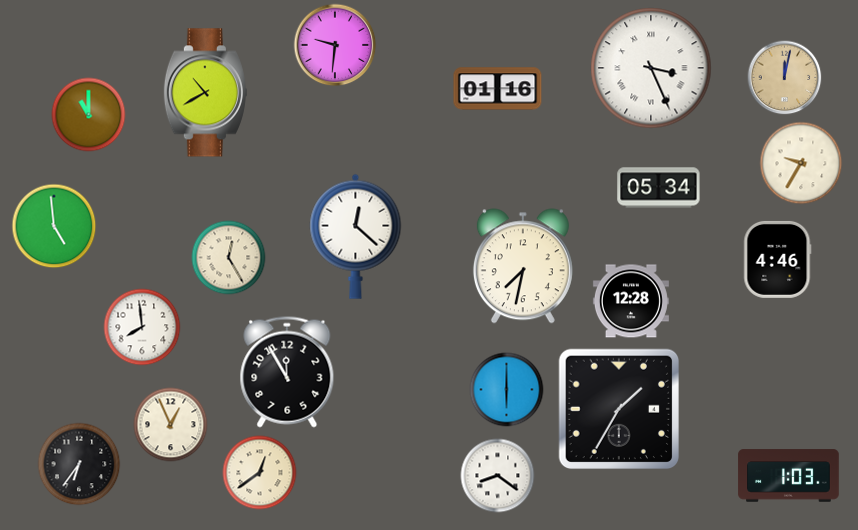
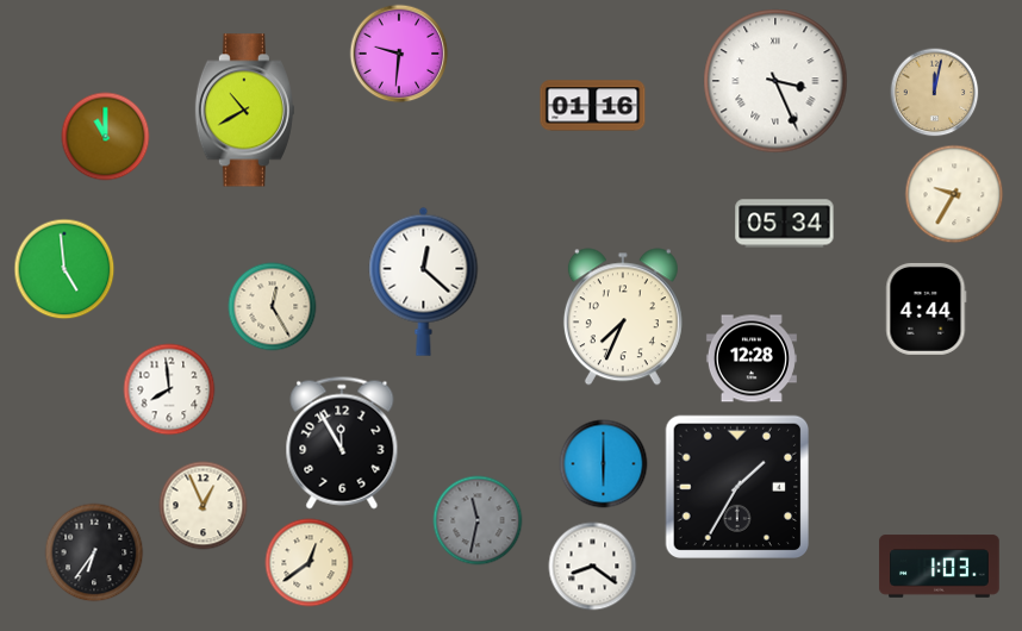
clock at (778, 259): 4:46 -> 4:44
clock at (523, 266): 7:32 -> 7:34
clock at (478, 520): none -> 11:32
